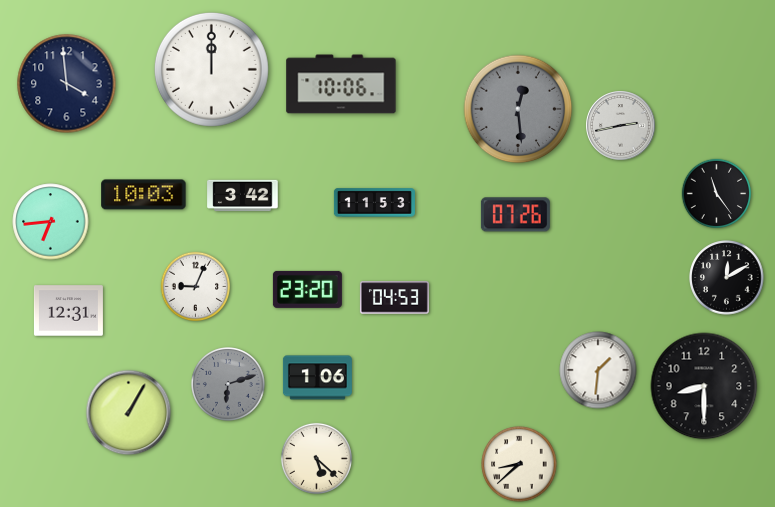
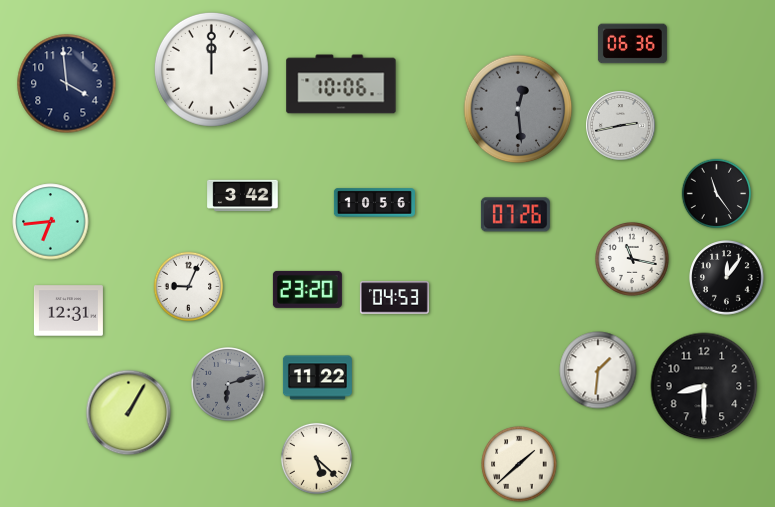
clock at (632, 44): none -> 06:36
clock at (144, 195): 10:03 -> none
clock at (374, 203): 11:53 -> 10:56
clock at (633, 260): none -> 11:17
clock at (727, 278): 12:10 -> 12:06
clock at (196, 287) position: (196, 287) -> (189, 287)
clock at (317, 378): 1:06 -> 11:22
clock at (519, 464): 8:38 -> 1:38
